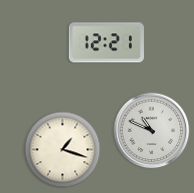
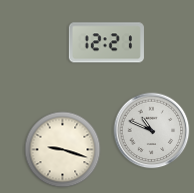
clock at (63, 150): 1:18 -> 9:18
